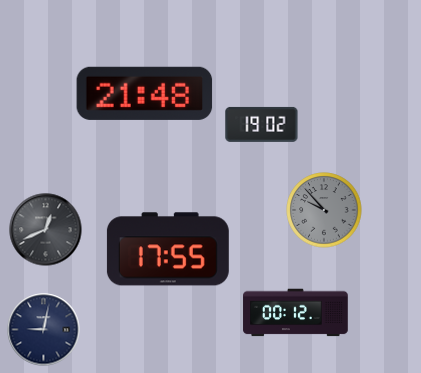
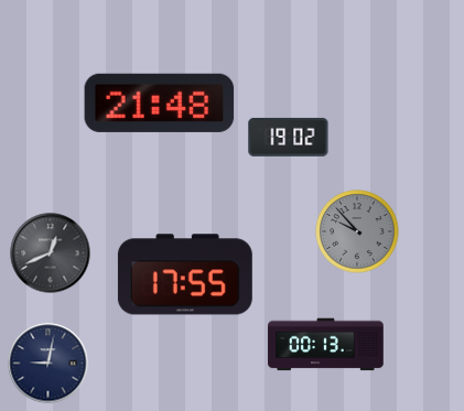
clock at (296, 313): 00:12 -> 00:13
